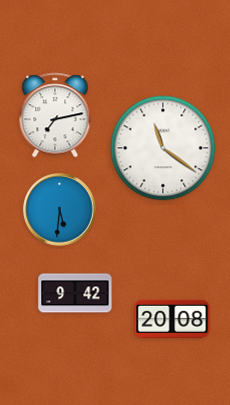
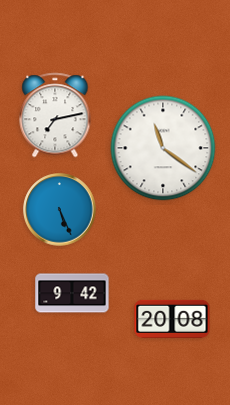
clock at (60, 210): 5:31 -> 5:26
clock at (75, 293) position: (75, 293) -> (72, 293)
